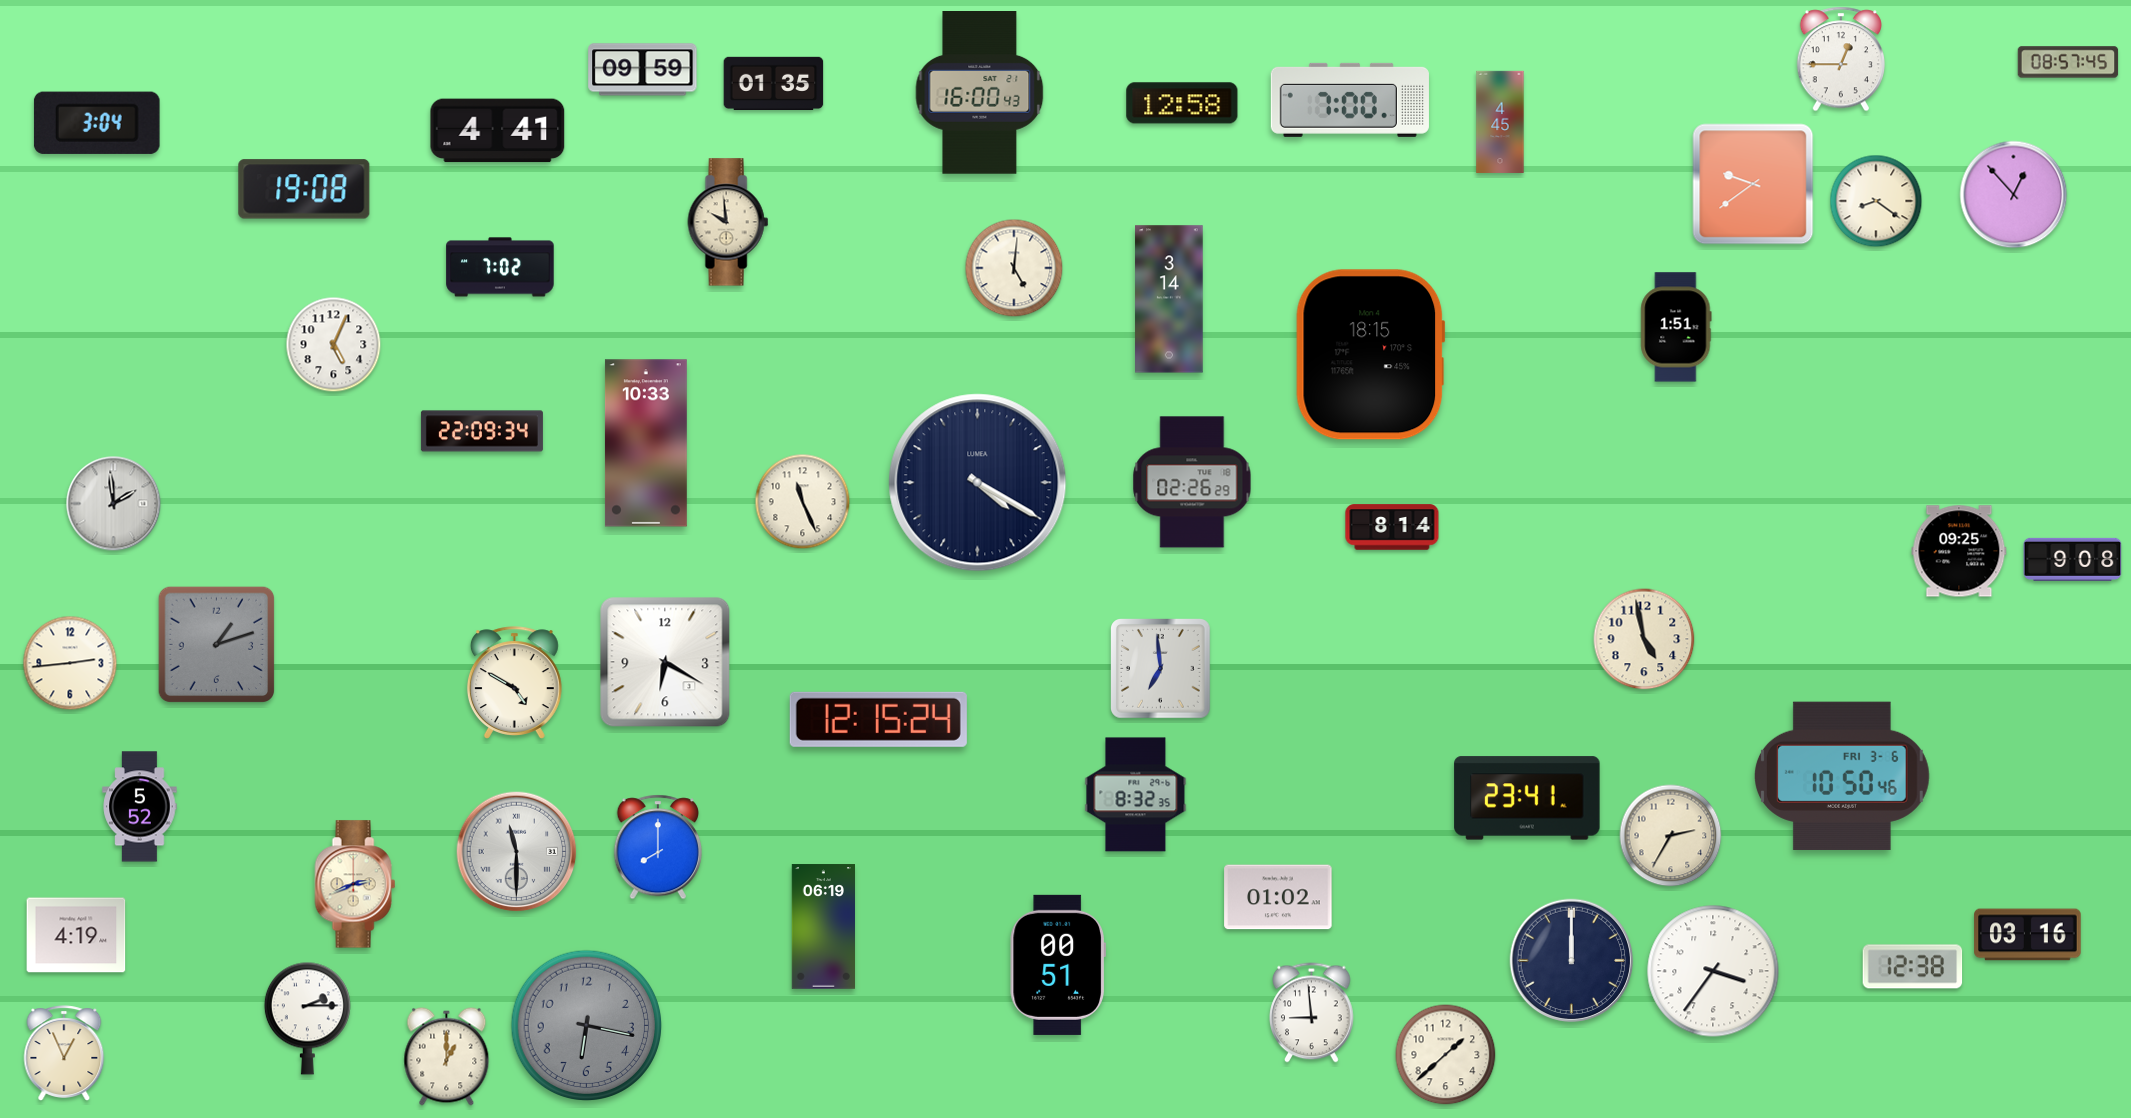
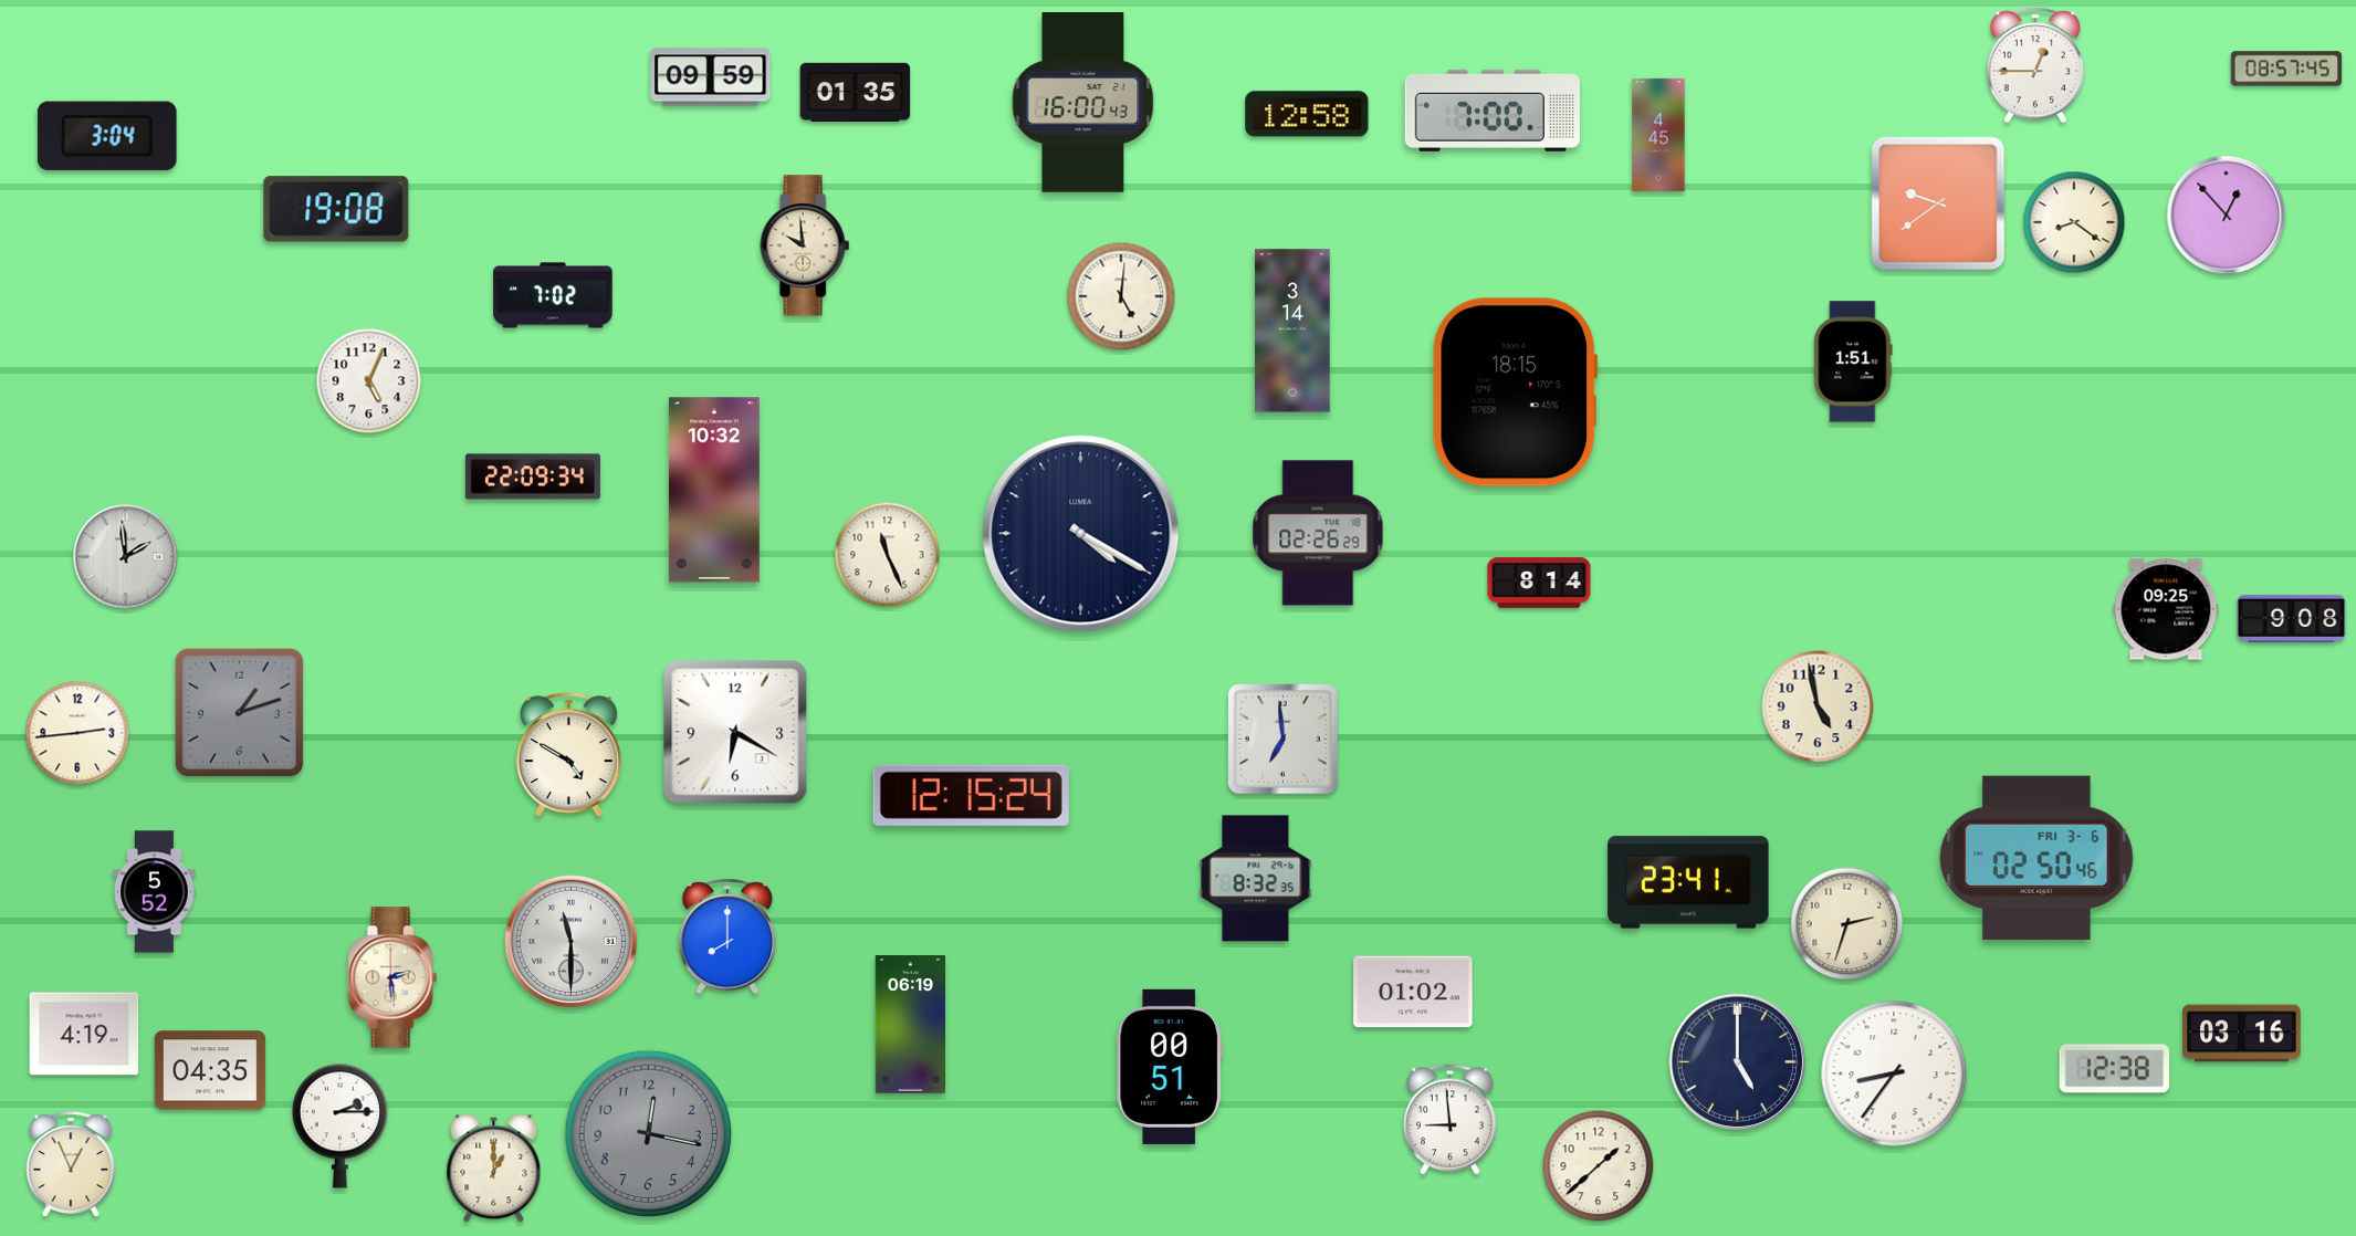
clock at (498, 131): 4:41 -> none
clock at (646, 443): 10:33 -> 10:32
clock at (1842, 776): 10:50 -> 02:50
clock at (1671, 836): 2:35 -> 2:33
clock at (355, 884): 2:41 -> 2:29
clock at (1572, 961): 12:00 -> 5:00
clock at (210, 1070): none -> 04:35
clock at (1713, 971): 3:36 -> 8:36
clock at (587, 1026): 6:17 -> 12:17
